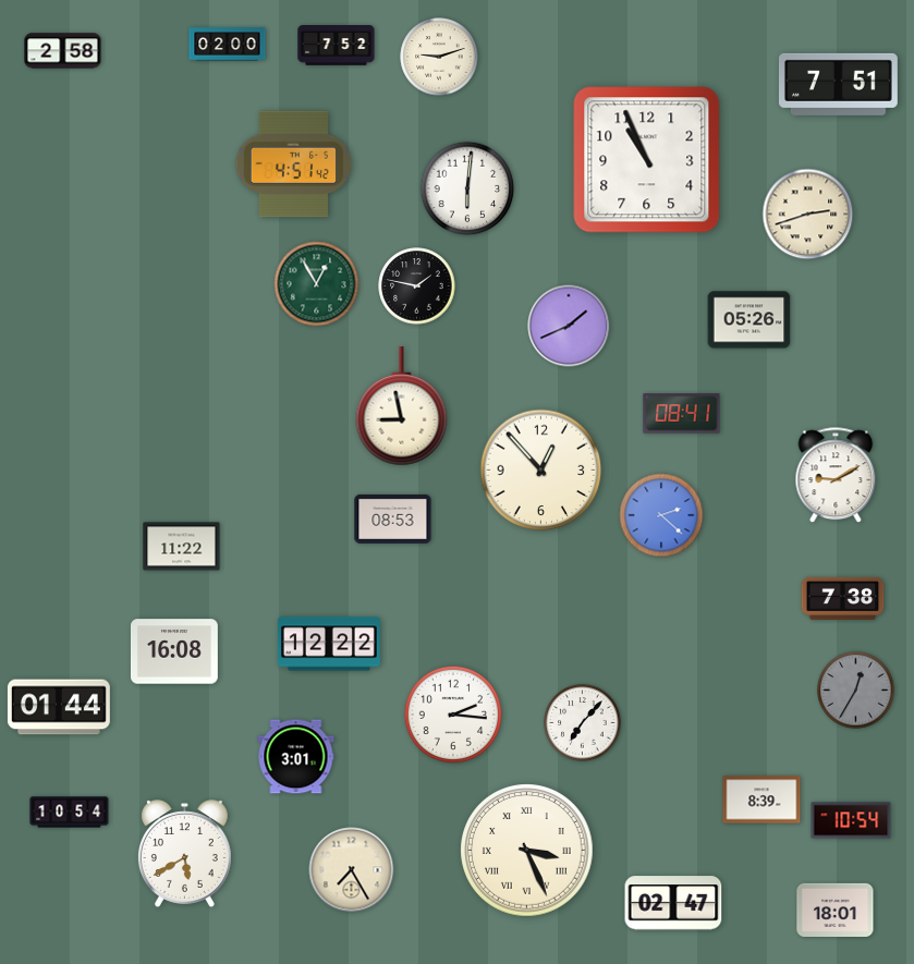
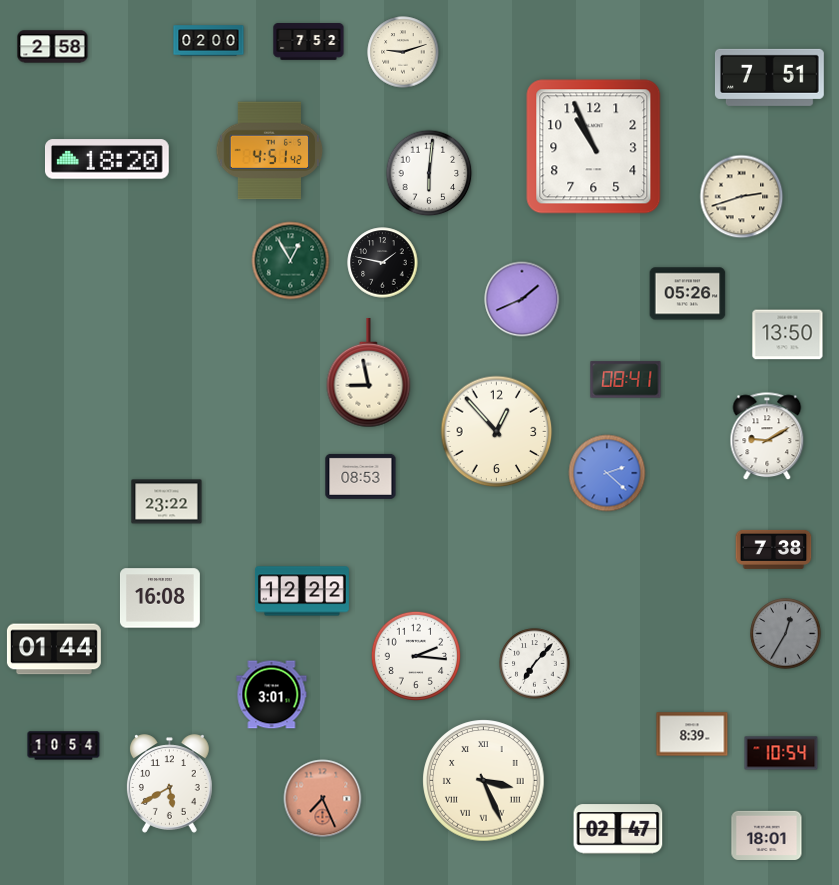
clock at (63, 51) position: (63, 51) -> (53, 47)
clock at (108, 159): none -> 18:20
clock at (788, 335): none -> 13:50
clock at (182, 547): 11:22 -> 23:22
clock at (761, 800) position: (761, 800) -> (692, 734)
clock at (352, 870): 7:25 -> 7:26
clock at (352, 870) dial: cream -> salmon
